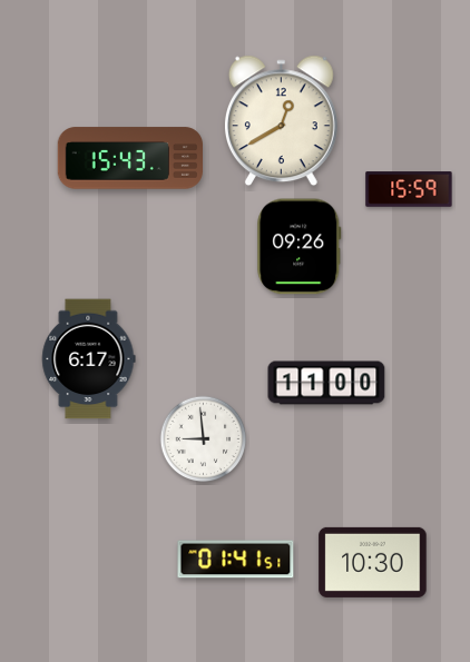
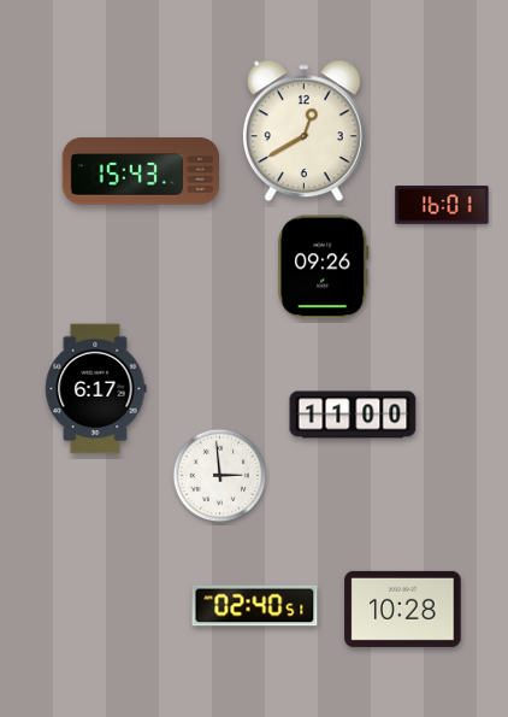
clock at (409, 189): 15:59 -> 16:01
clock at (204, 439): 8:59 -> 2:59
clock at (236, 560): 01:41 -> 02:40
clock at (373, 562): 10:30 -> 10:28
